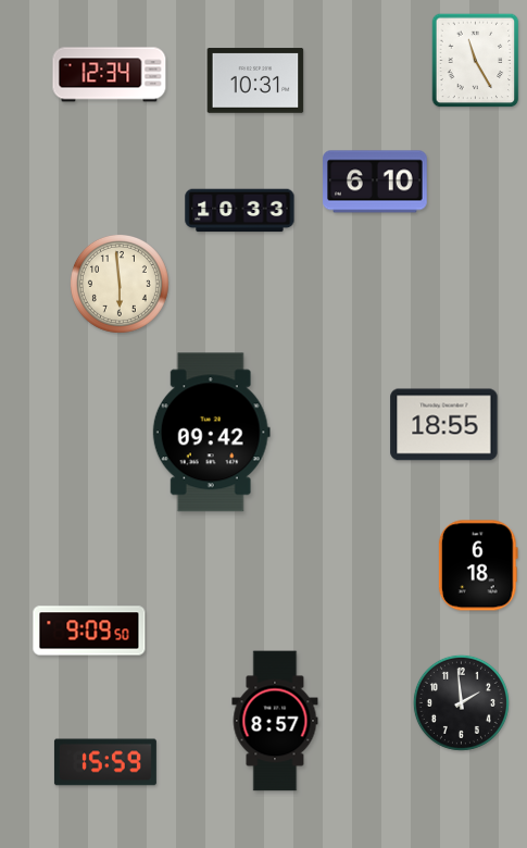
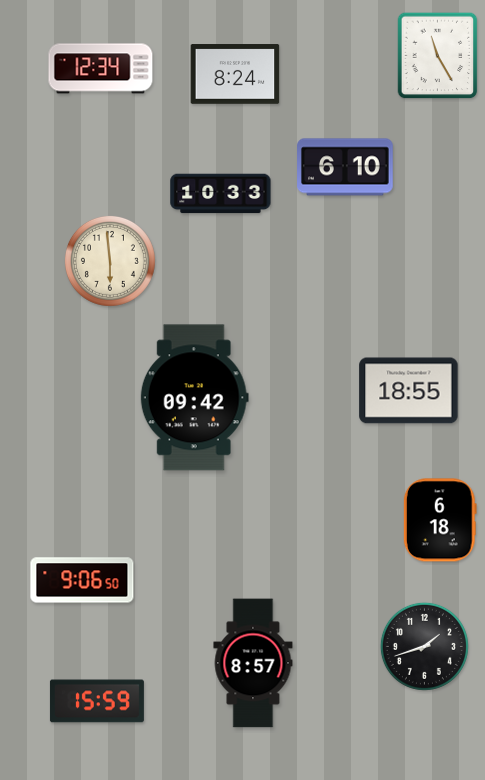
clock at (255, 80): 10:31 -> 8:24
clock at (89, 631): 9:09 -> 9:06
clock at (461, 702): 1:59 -> 1:42
